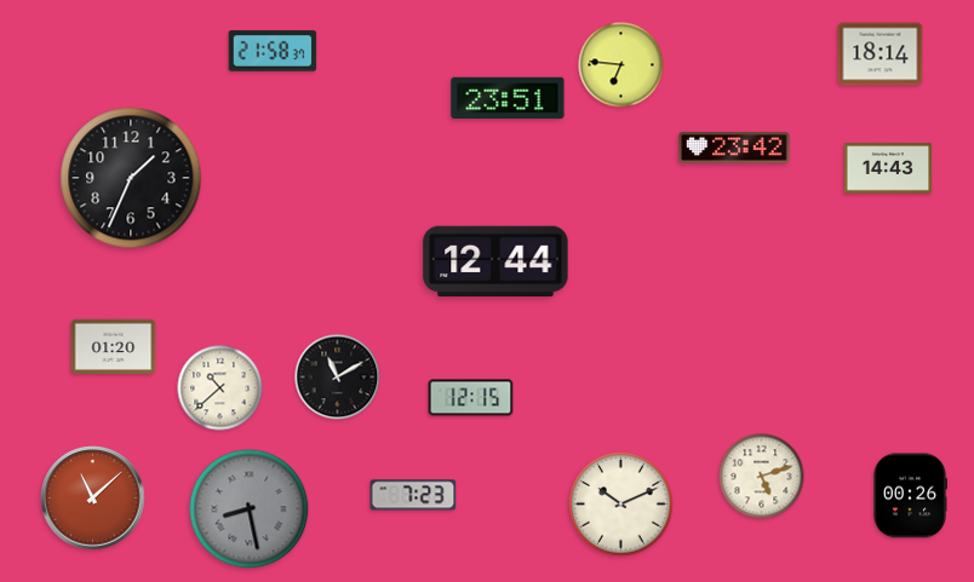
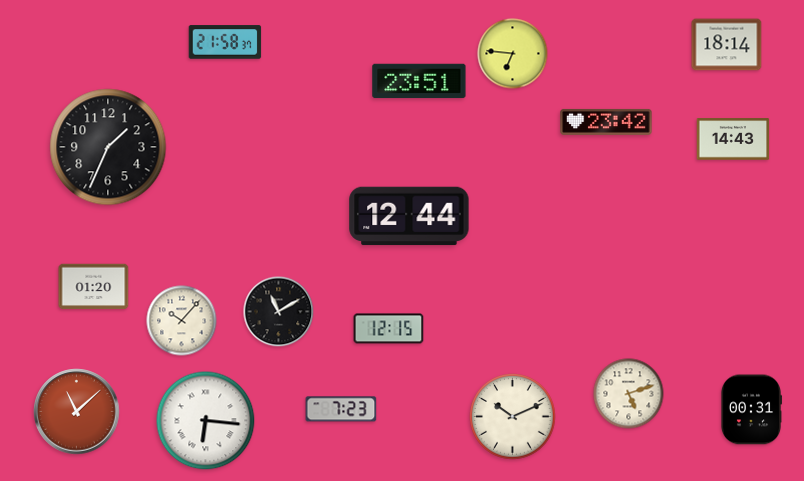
clock at (220, 388): 10:38 -> 10:07
clock at (909, 496): 00:26 -> 00:31
clock at (250, 509): 8:28 -> 6:16
clock at (250, 509) dial: grey -> white
